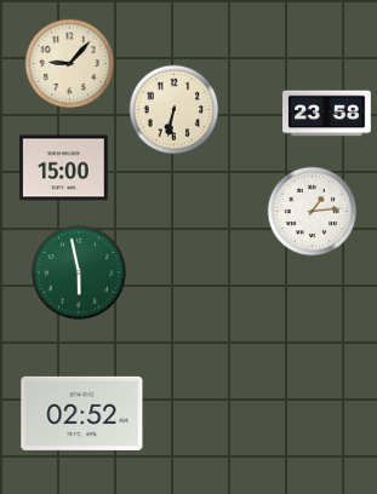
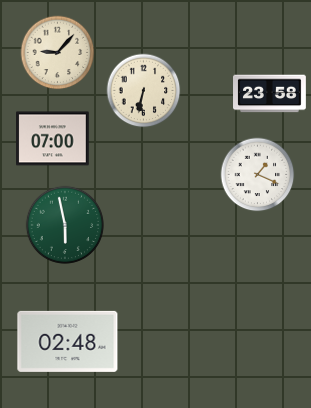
clock at (64, 168): 15:00 -> 07:00
clock at (313, 212): 1:14 -> 1:19
clock at (82, 413): 02:52 -> 02:48
